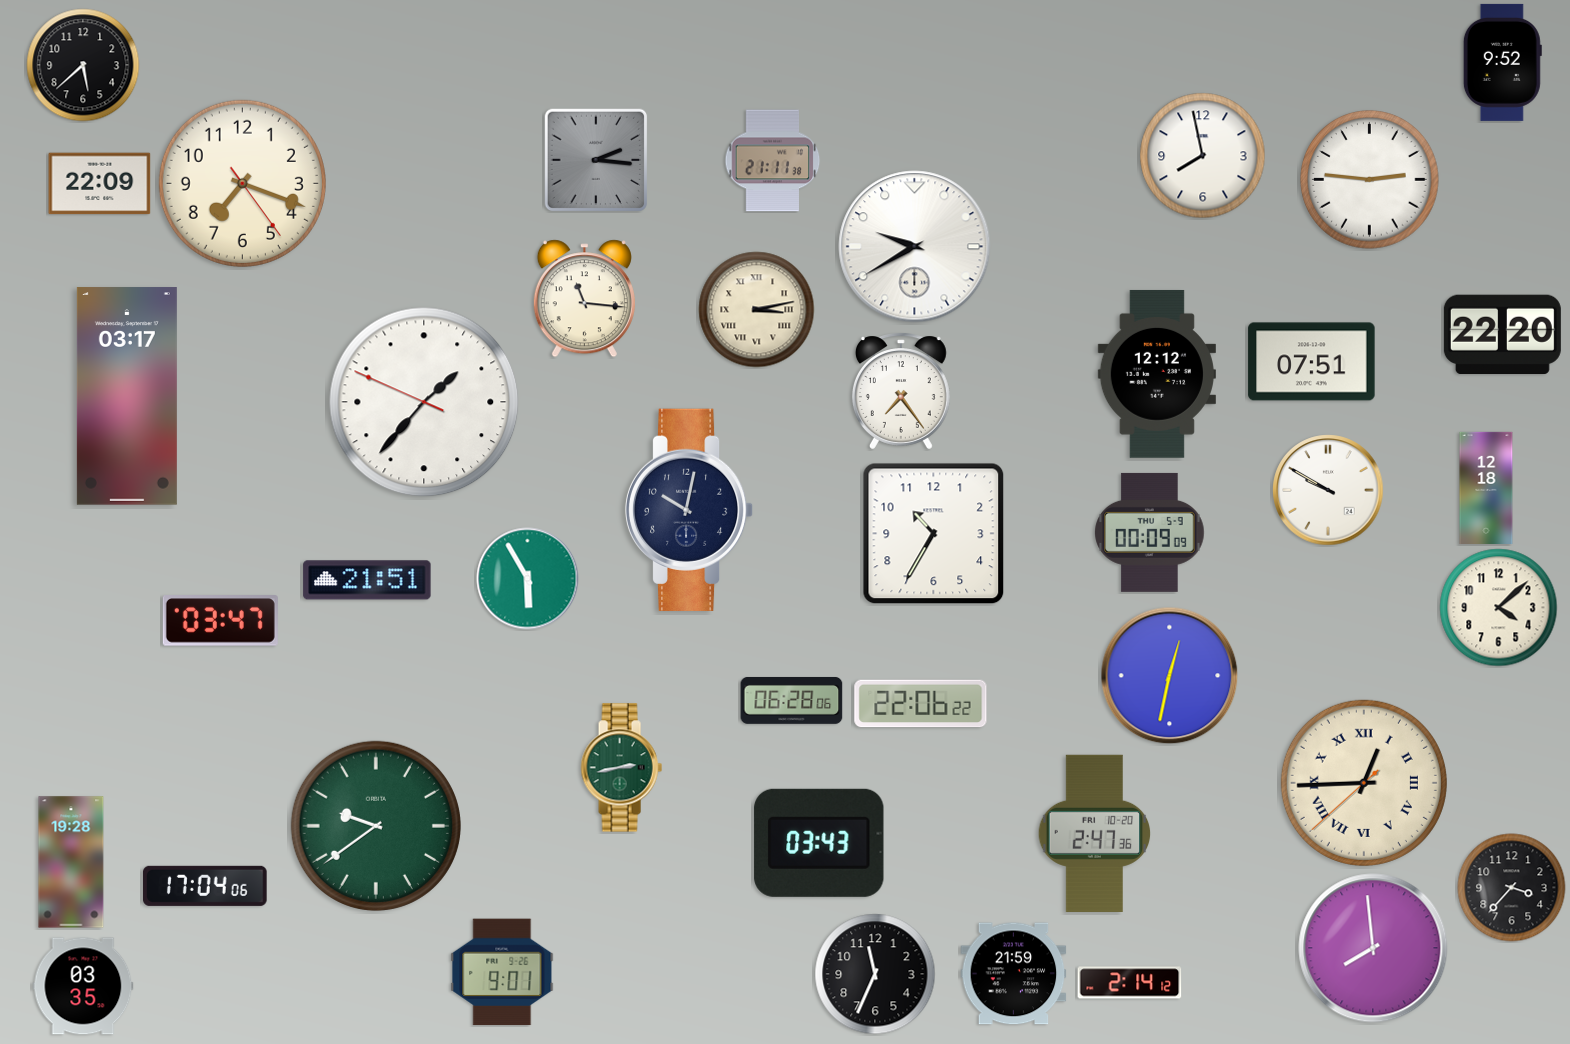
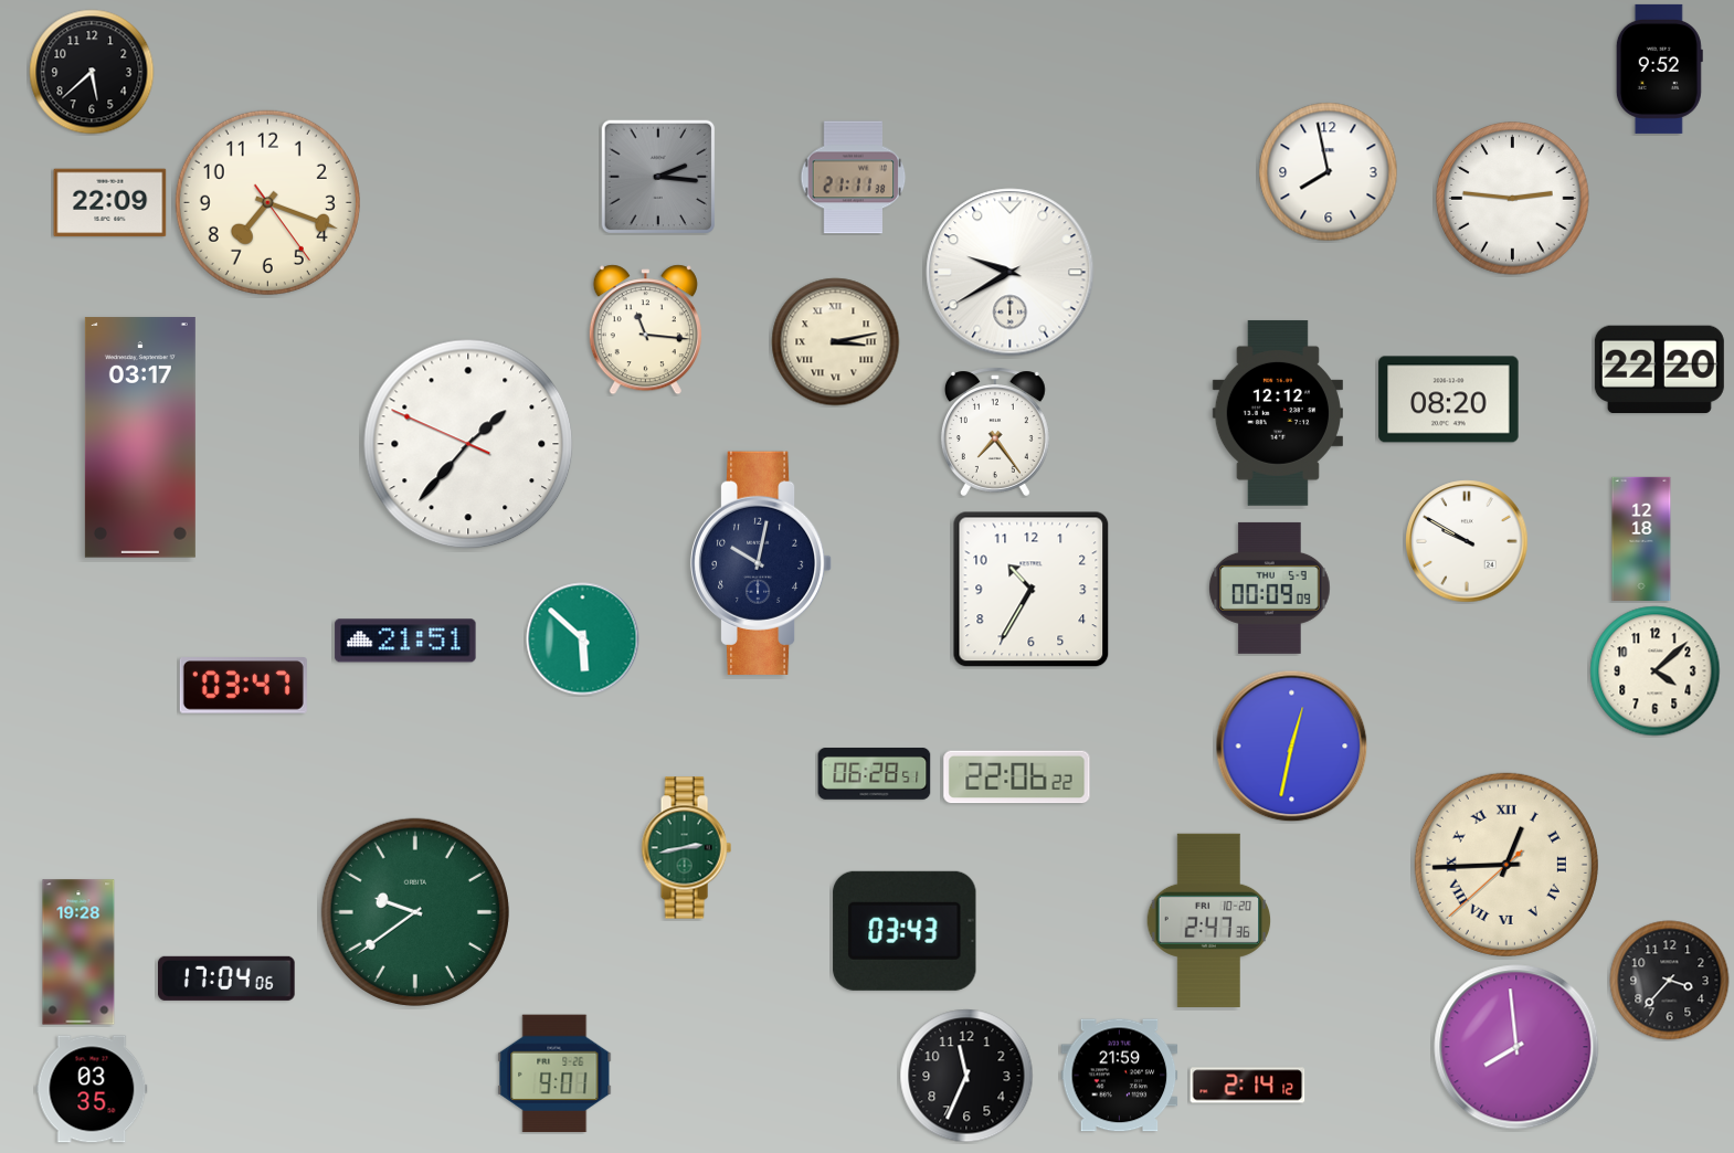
clock at (1312, 362): 07:51 -> 08:20
clock at (528, 579): 5:55 -> 5:52
clock at (792, 700): 06:28:06 -> 06:28:51
